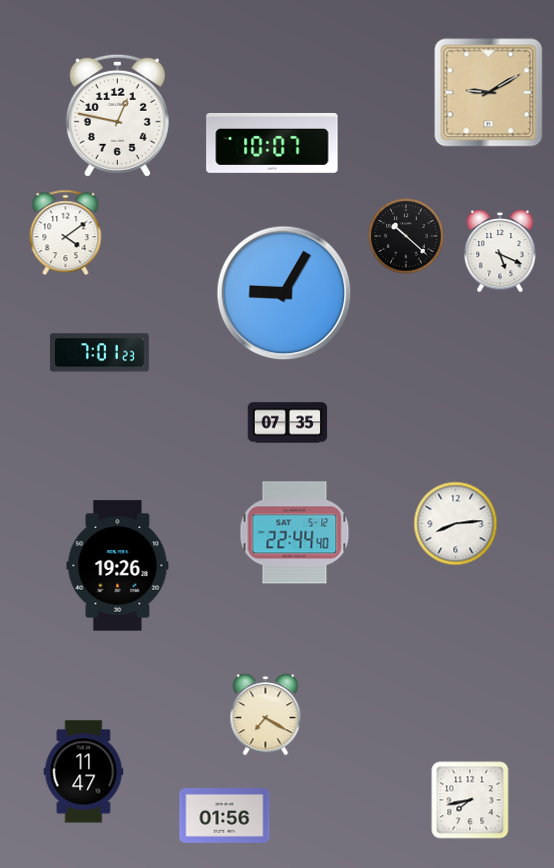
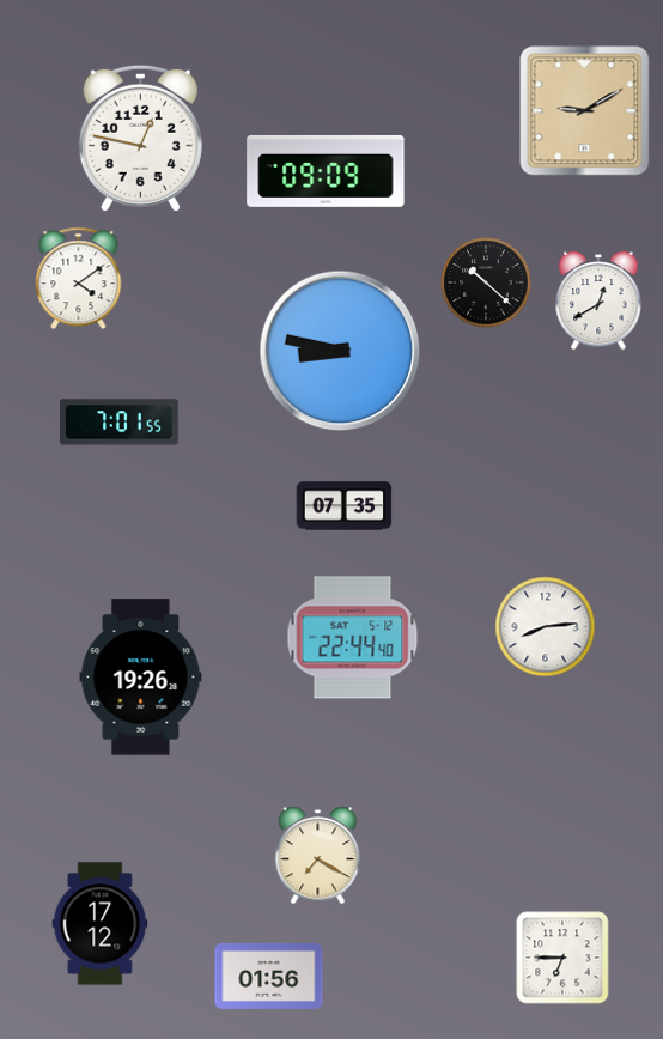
clock at (272, 143): 10:07 -> 09:09
clock at (500, 252): 5:19 -> 12:40
clock at (284, 293): 9:05 -> 8:47
clock at (100, 353): 7:01:23 -> 7:01:55
clock at (84, 772): 11:47 -> 17:12
clock at (470, 800): 7:43 -> 6:45
